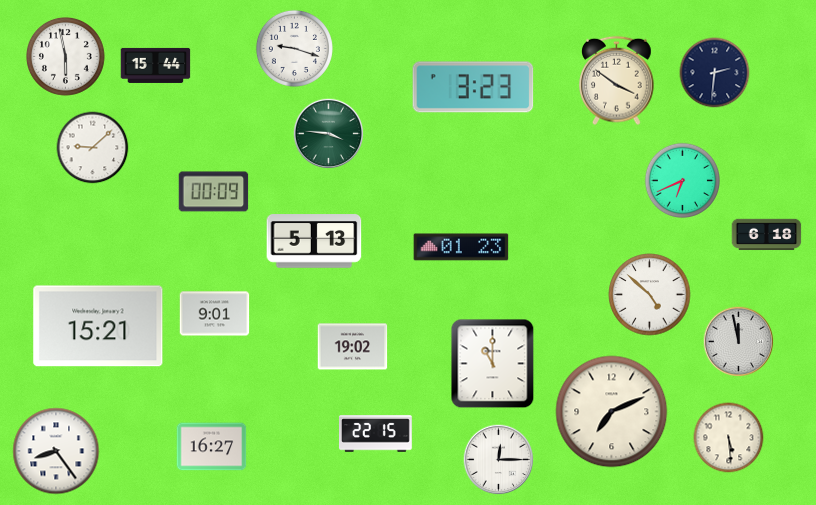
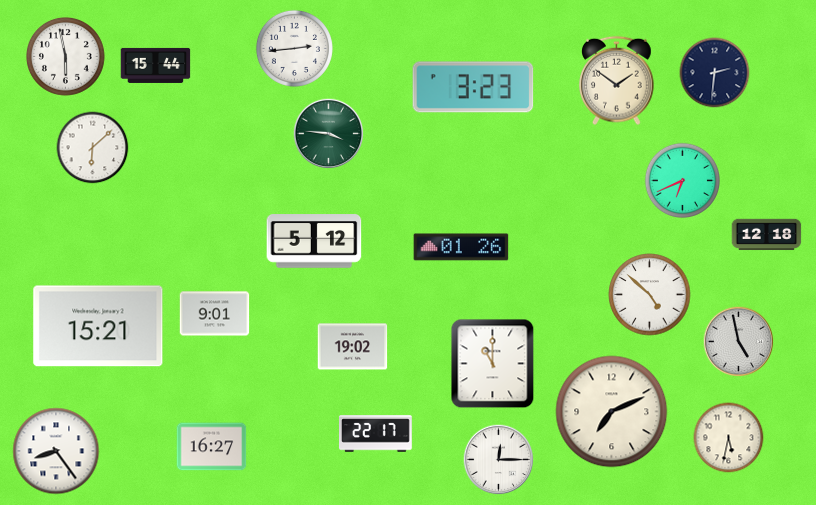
clock at (294, 48): 9:18 -> 2:44
clock at (617, 81): 3:51 -> 1:51
clock at (93, 148): 9:08 -> 6:08
clock at (214, 192): 00:09 -> none
clock at (767, 235): 6:18 -> 12:18
clock at (314, 241): 5:13 -> 5:12
clock at (461, 247): 01:23 -> 01:26
clock at (739, 342): 11:58 -> 4:58
clock at (376, 434): 22:15 -> 22:17
clock at (729, 438): 5:29 -> 5:32
